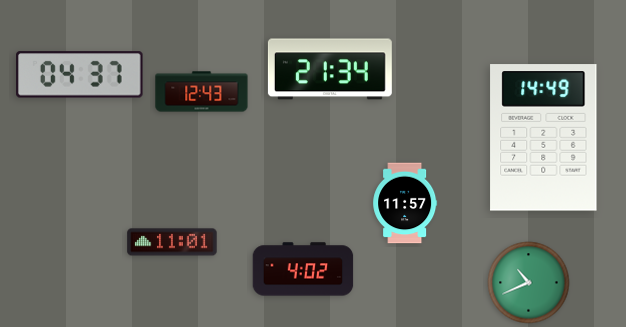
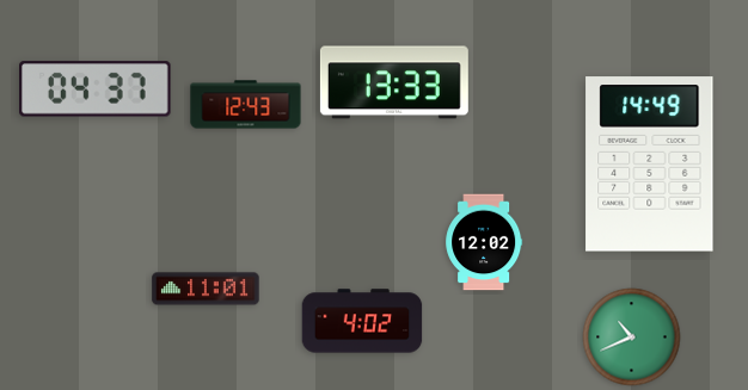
clock at (330, 69): 21:34 -> 13:33
clock at (202, 92) position: (202, 92) -> (246, 105)
clock at (405, 203): 11:57 -> 12:02
